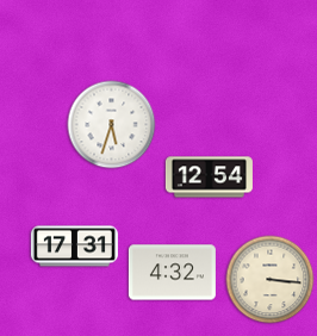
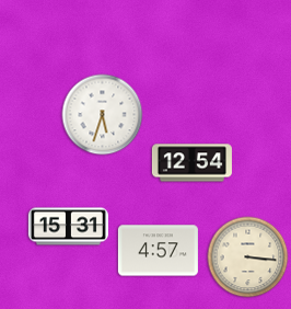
clock at (74, 247): 17:31 -> 15:31
clock at (172, 273): 4:32 -> 4:57
